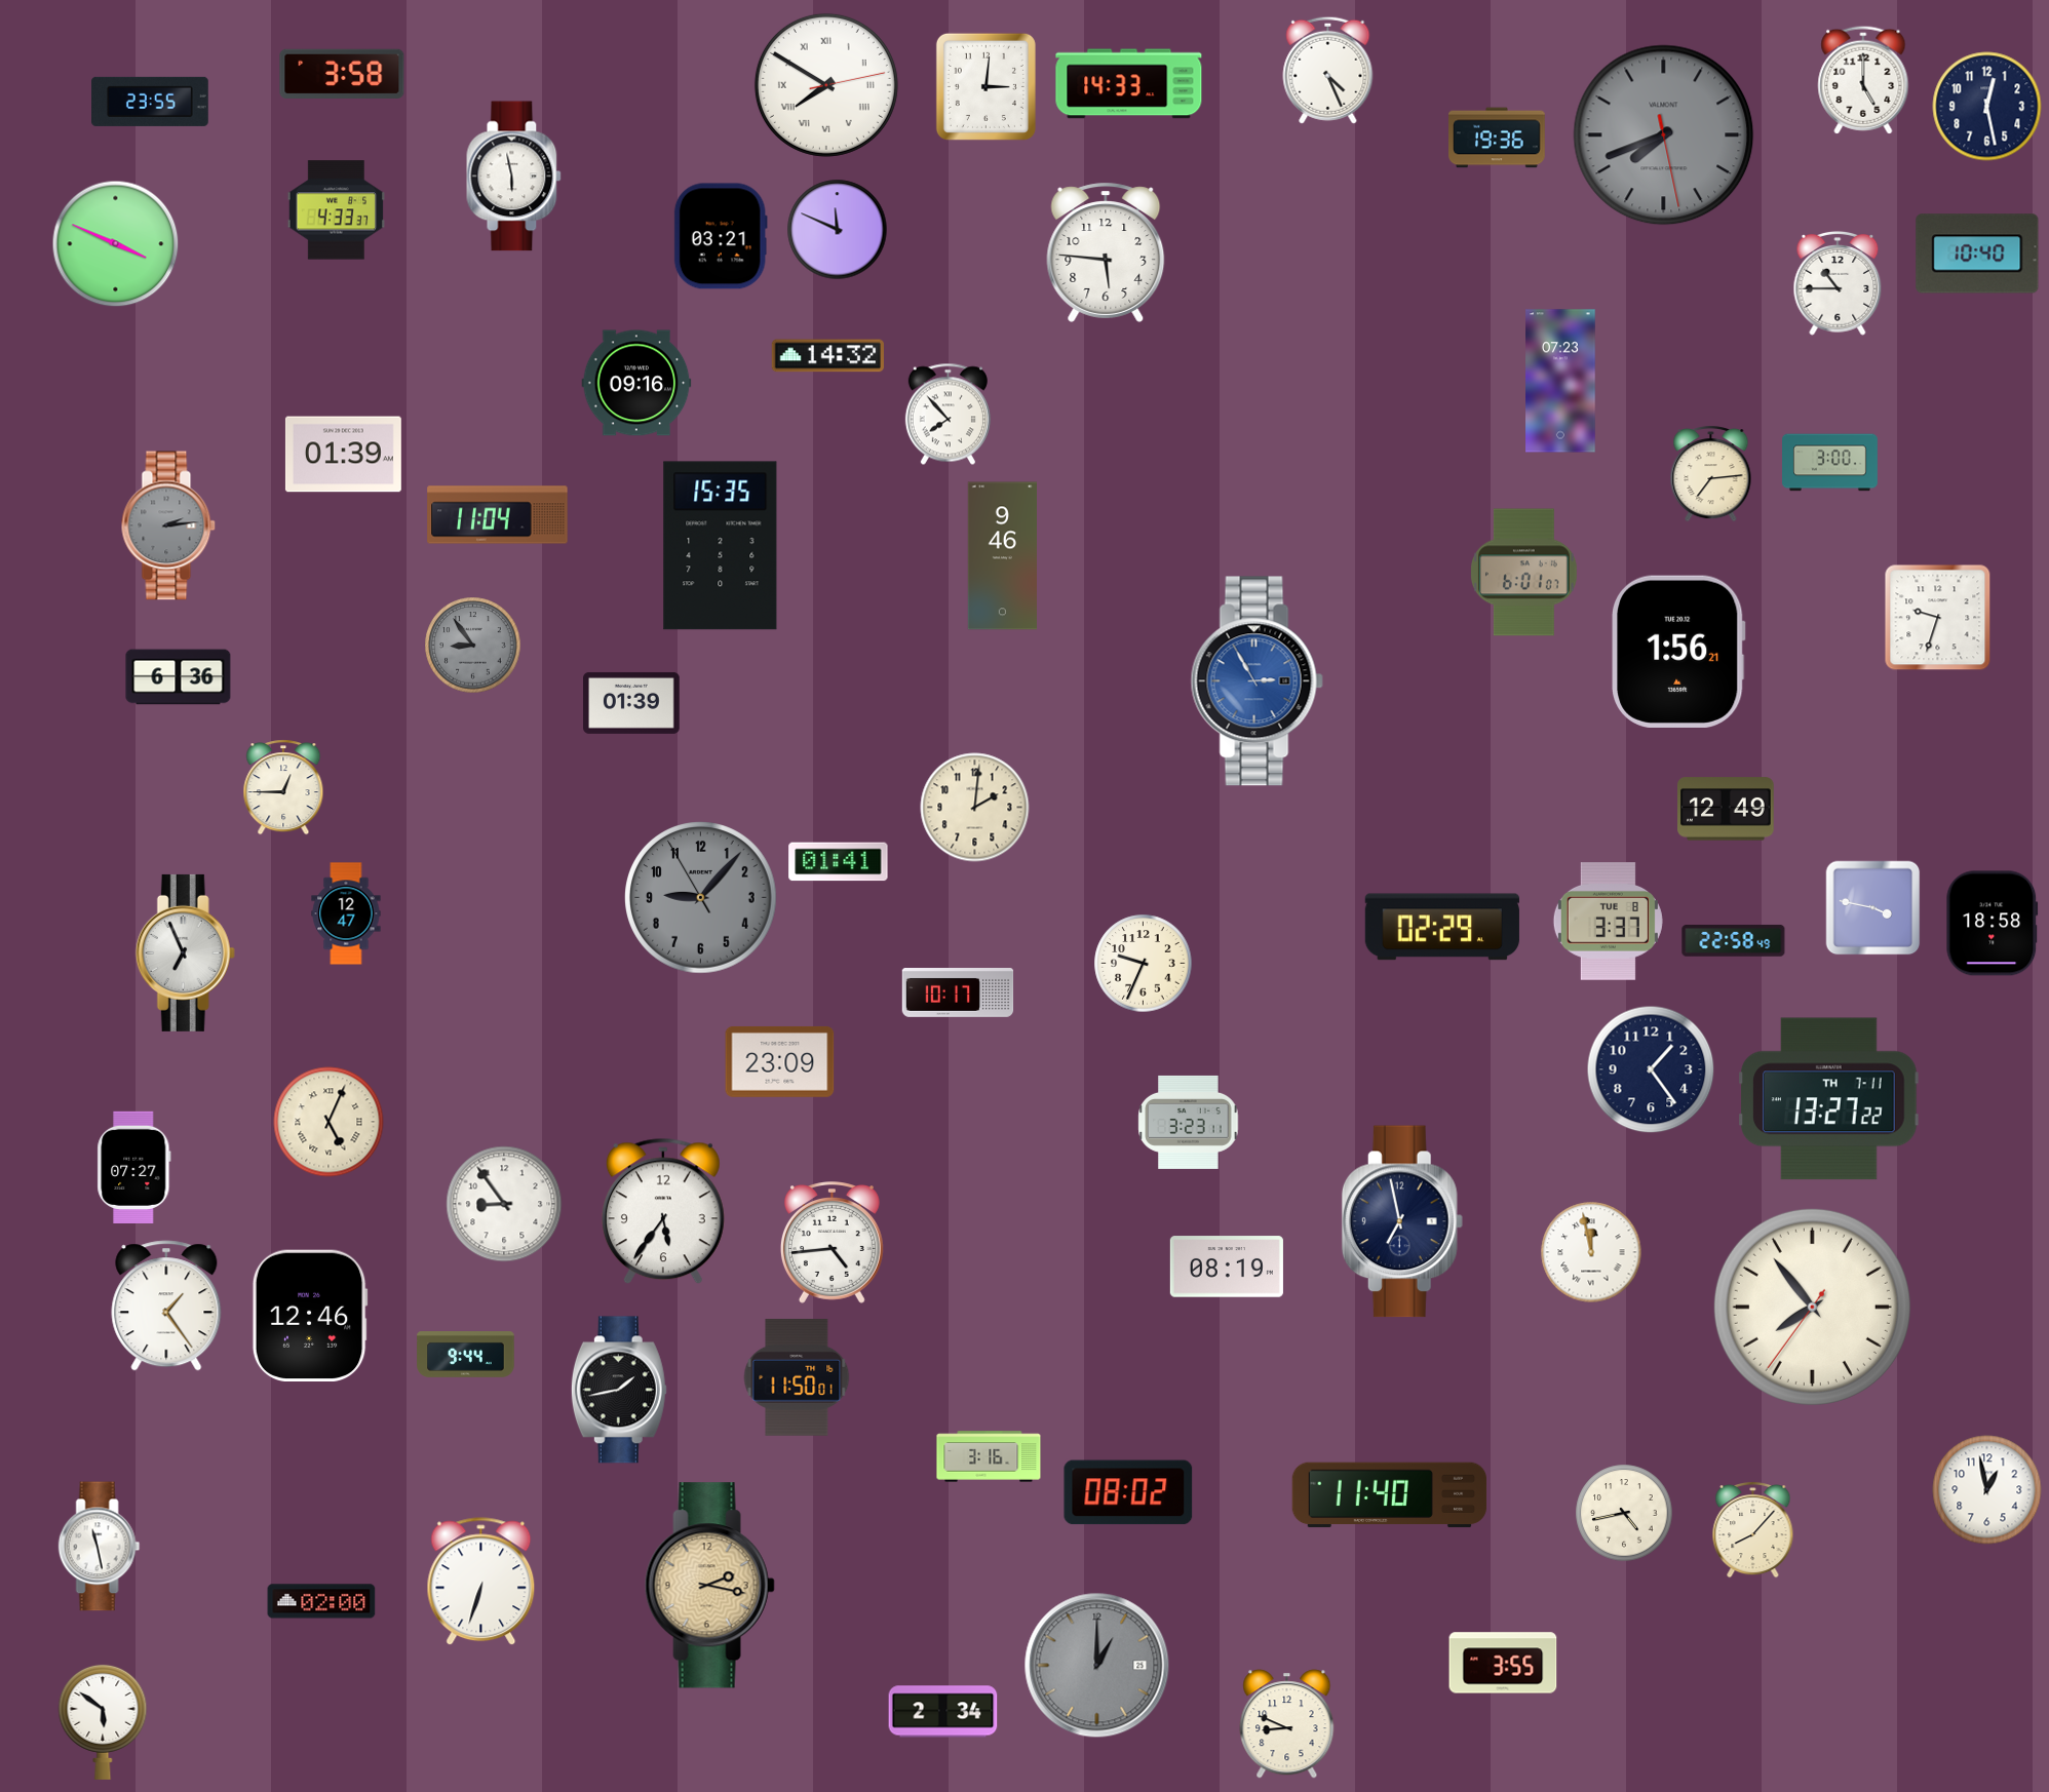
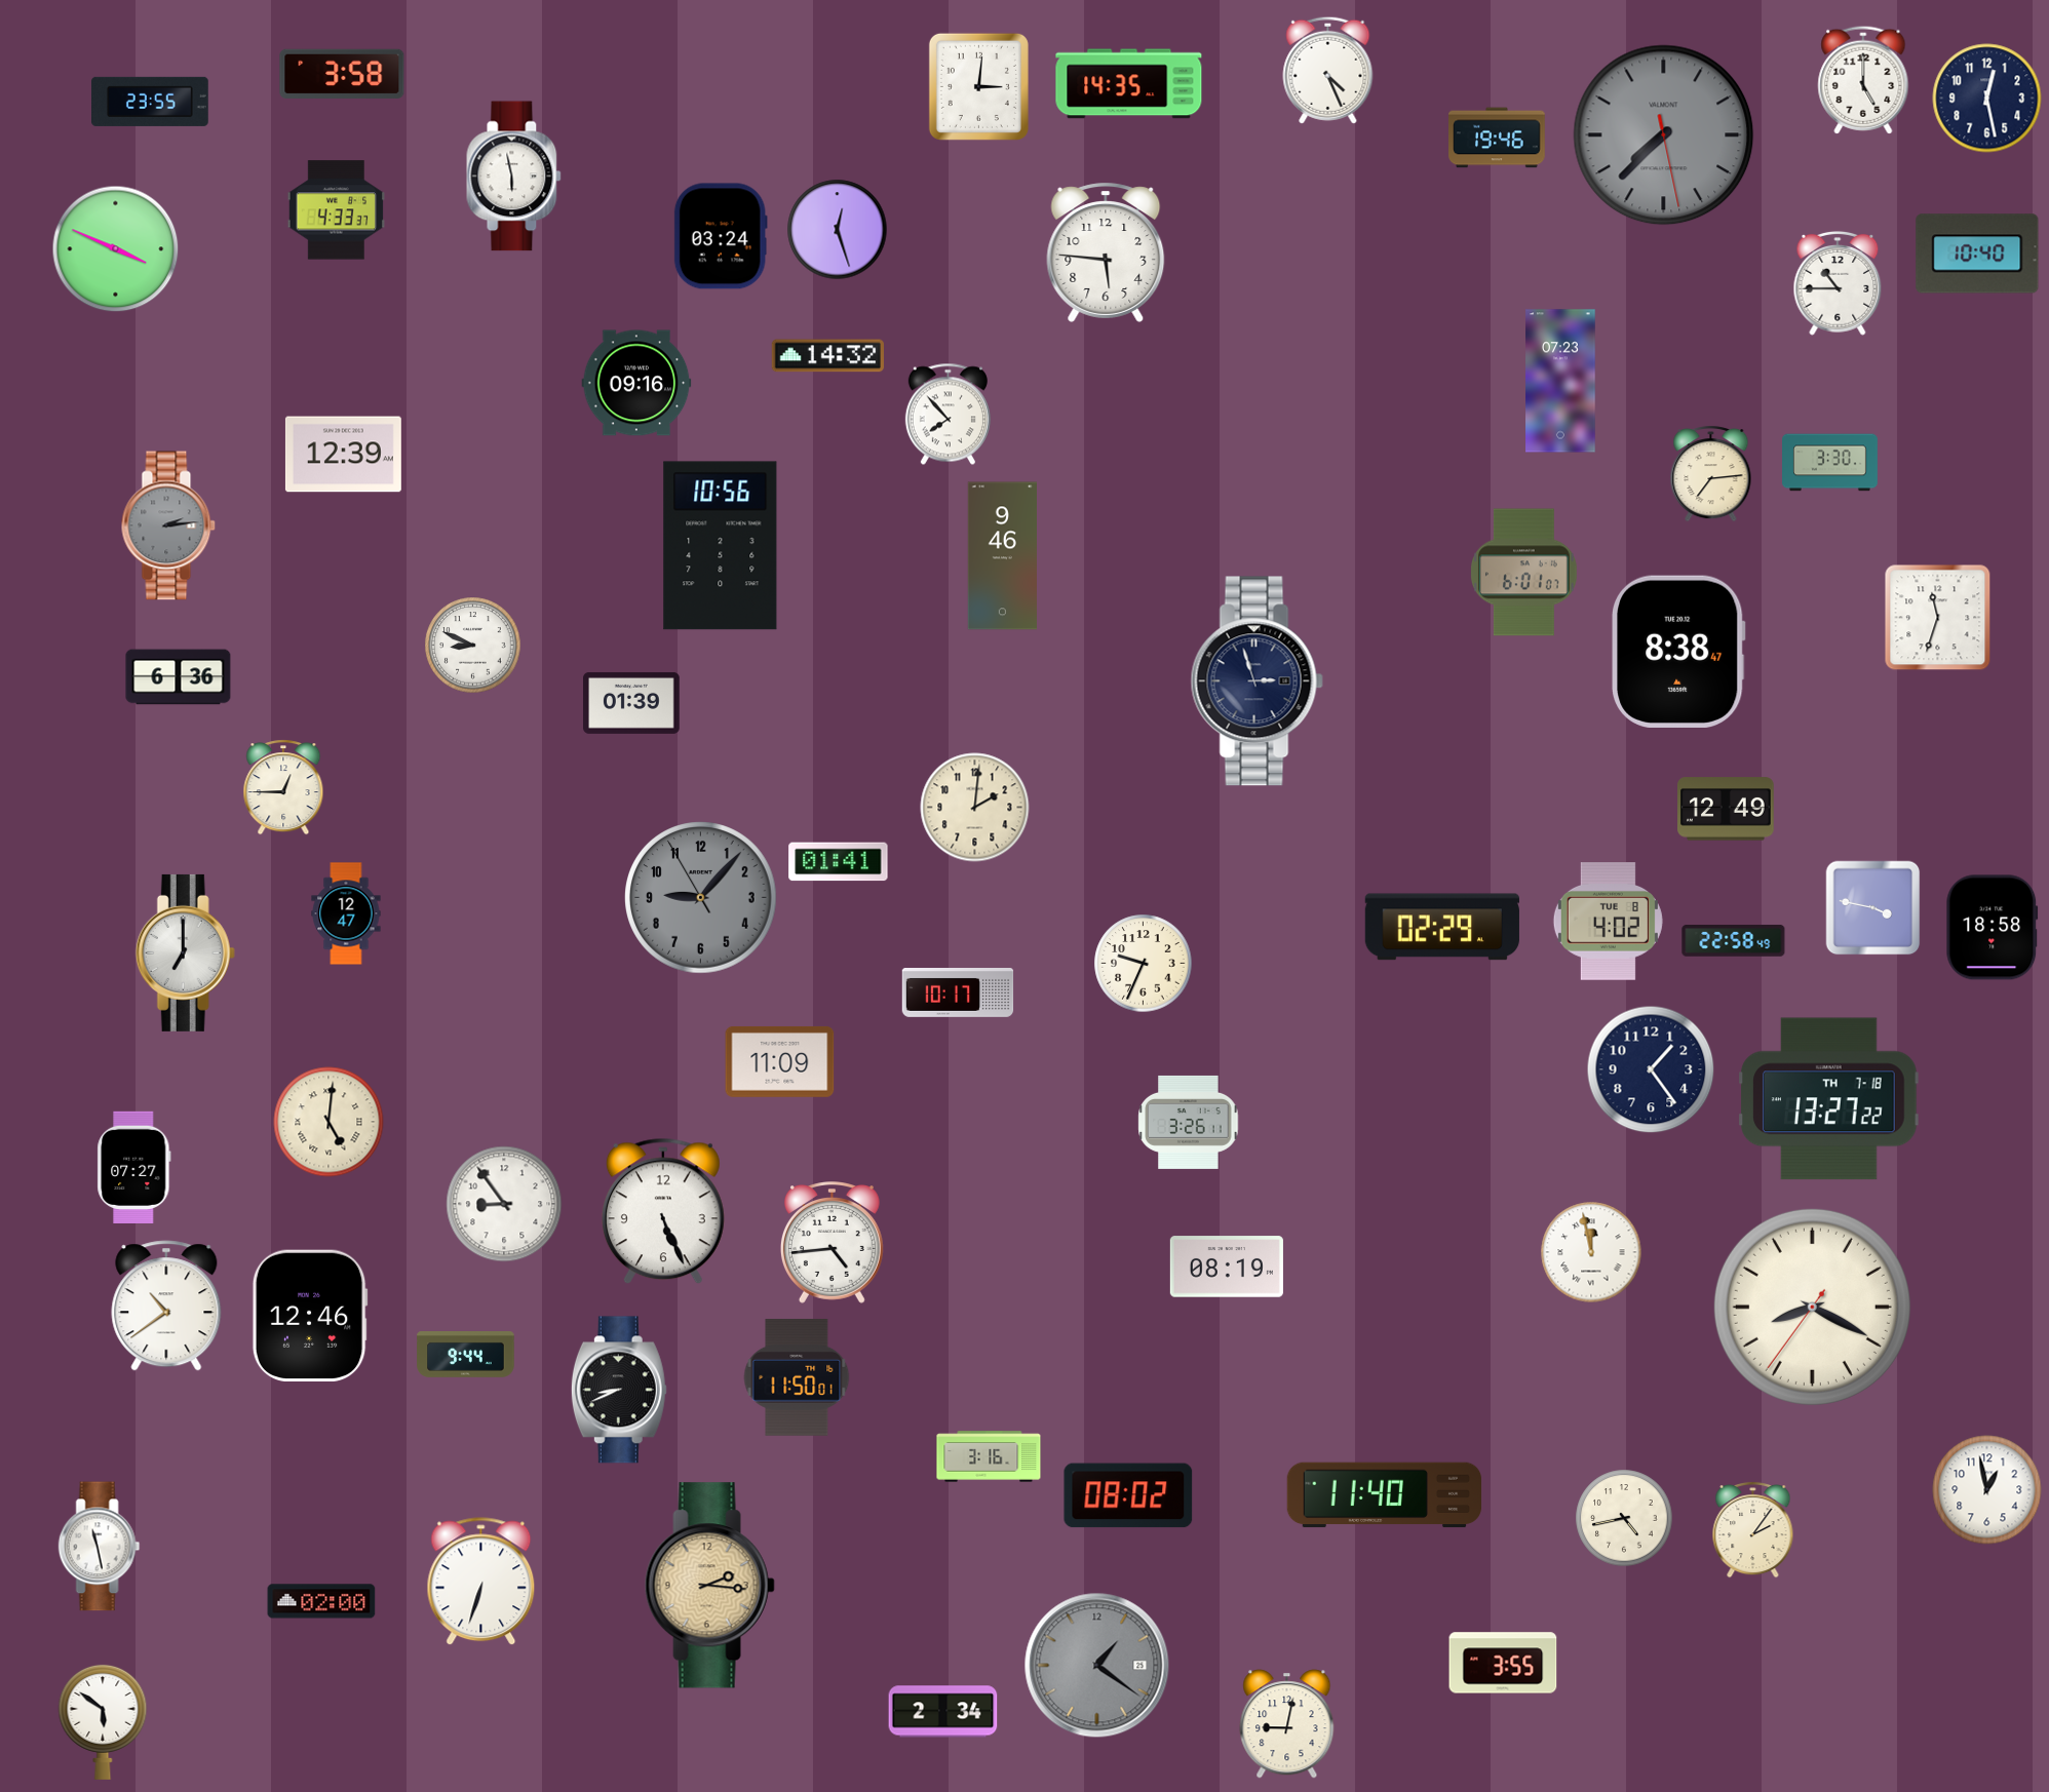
clock at (1129, 84): 14:33 -> 14:35
clock at (826, 85): 7:50 -> none
clock at (985, 86) position: (985, 86) -> (978, 86)
clock at (1987, 107) position: (1987, 107) -> (1987, 99)
clock at (1664, 135): 7:41 -> 7:37
clock at (1497, 138): 19:36 -> 19:46
clock at (838, 230): 11:49 -> 12:27
clock at (721, 236): 03:21 -> 03:24
clock at (116, 244) position: (116, 244) -> (116, 249)
clock at (343, 455): 01:39 -> 12:39
clock at (1830, 463): 3:00 -> 3:30
clock at (498, 515): 11:04 -> none
clock at (721, 546): 15:35 -> 10:56
clock at (1938, 618): 9:33 -> 11:33
clock at (473, 646): 8:54 -> 8:49
clock at (473, 646) dial: grey -> white
clock at (1678, 652): 1:56 -> 8:38
clock at (1257, 681): 2:55 -> 2:57
clock at (1257, 681) dial: blue -> navy
clock at (1608, 922): 3:37 -> 4:02
clock at (1993, 924) position: (1993, 924) -> (1993, 928)
clock at (185, 952): 6:56 -> 7:00
clock at (780, 1061): 23:09 -> 11:09
clock at (1829, 1099) date: TH 7-11 -> TH 7-18
clock at (328, 1122): 5:04 -> 5:01
clock at (1189, 1122): 3:23 -> 3:26
clock at (663, 1211): 5:36 -> 5:26
clock at (1402, 1221): 6:58 -> none
clock at (166, 1306): 1:24 -> 10:39
clock at (1812, 1307): 7:53 -> 8:19
clock at (619, 1390): 1:43 -> 8:41
clock at (1128, 1492) position: (1128, 1492) -> (1128, 1495)
clock at (1390, 1495) position: (1390, 1495) -> (1385, 1495)
clock at (1624, 1513) position: (1624, 1513) -> (1624, 1518)
clock at (1753, 1529): 8:07 -> 2:06
clock at (709, 1586): 2:17 -> 2:16
clock at (1097, 1666): 1:00 -> 1:21
clock at (1287, 1724): 8:49 -> 9:02
